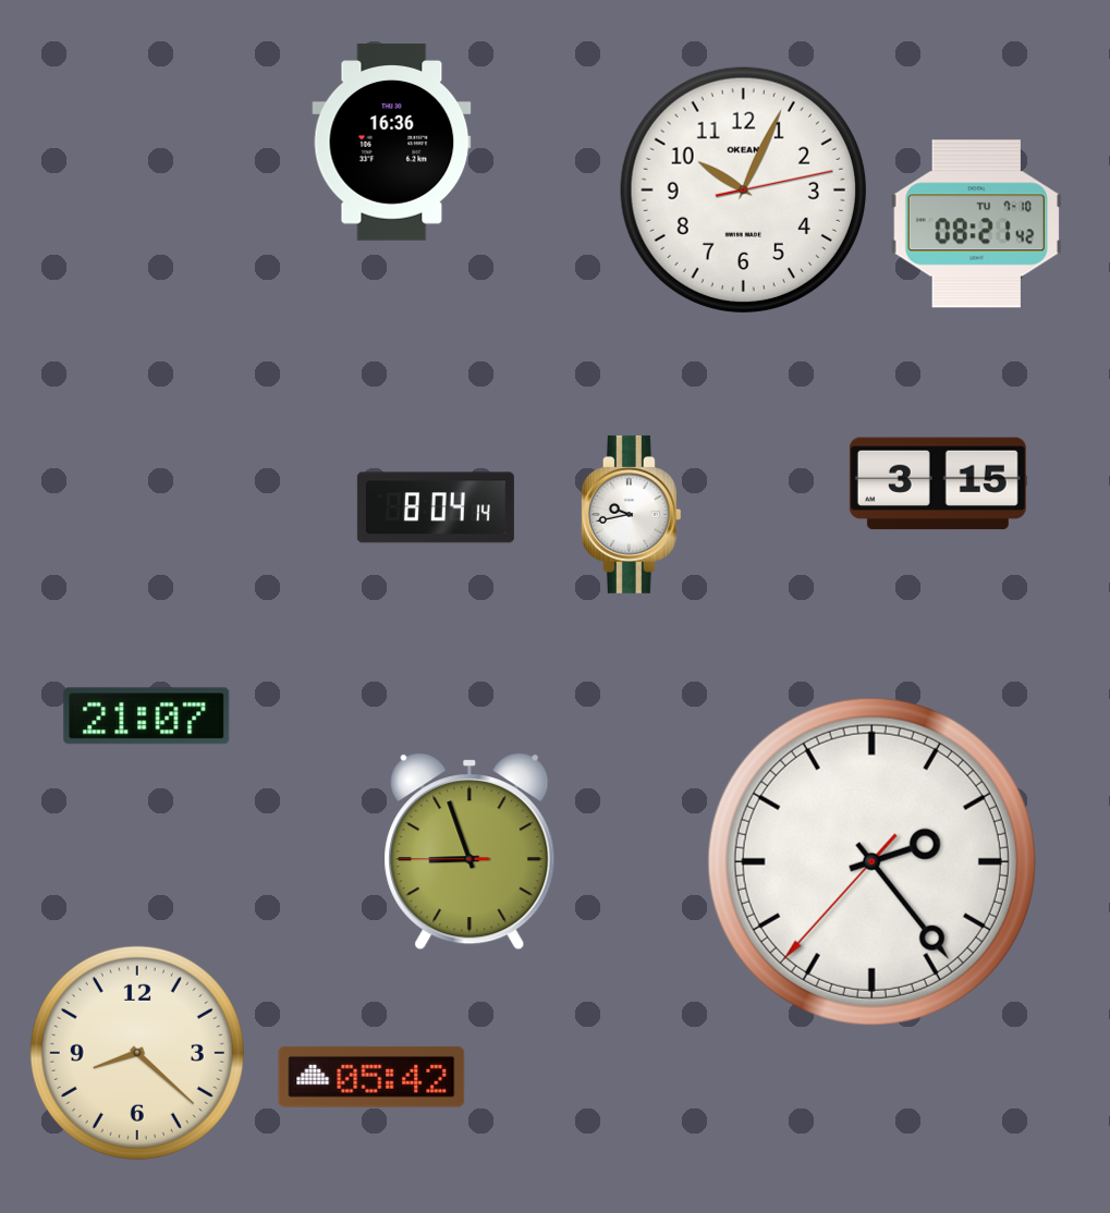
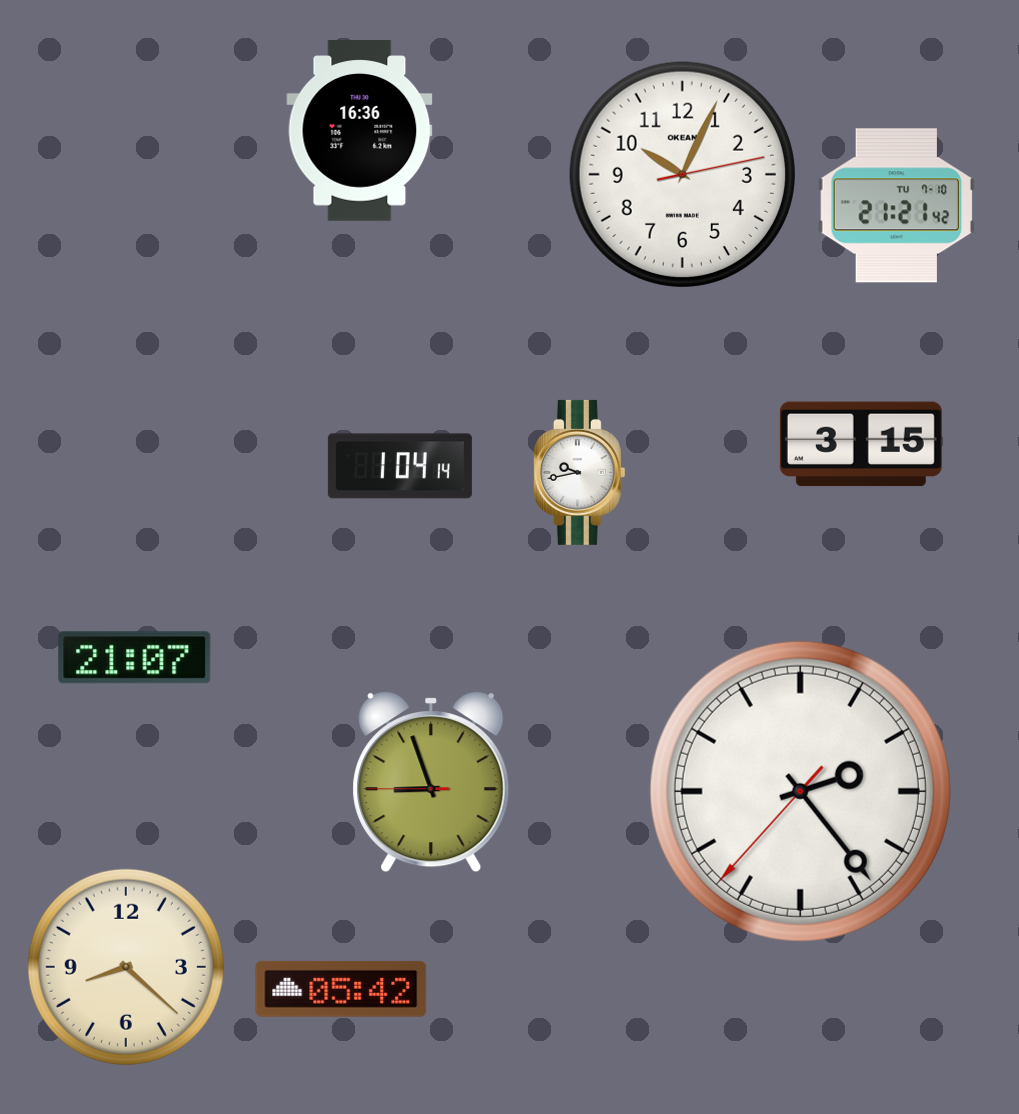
clock at (976, 224): 08:21 -> 21:21
clock at (436, 507): 8:04 -> 1:04
